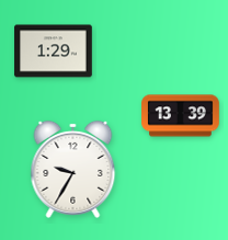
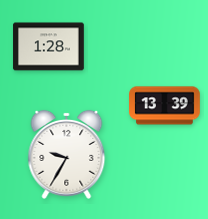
clock at (54, 52): 1:29 -> 1:28
